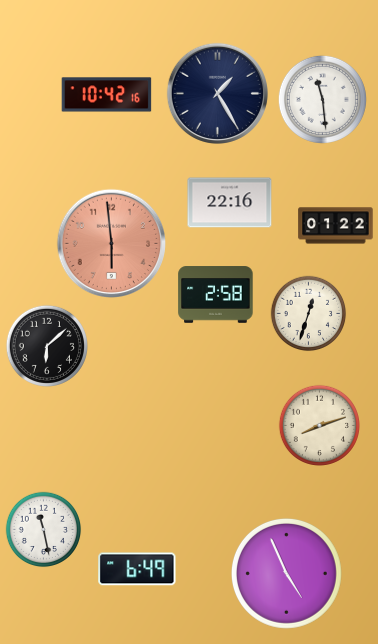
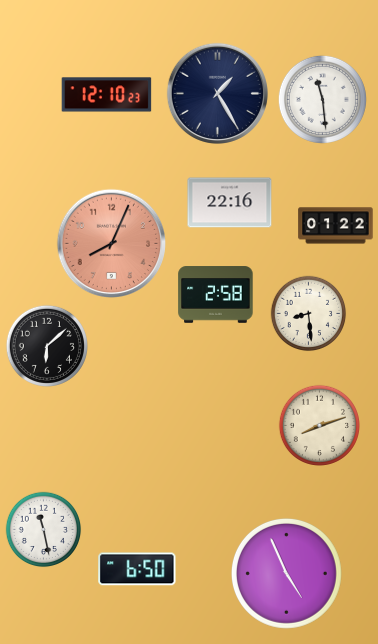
clock at (107, 95): 10:42 -> 12:10
clock at (112, 244): 5:59 -> 8:04
clock at (309, 314): 12:33 -> 8:29
clock at (137, 569): 6:49 -> 6:50
